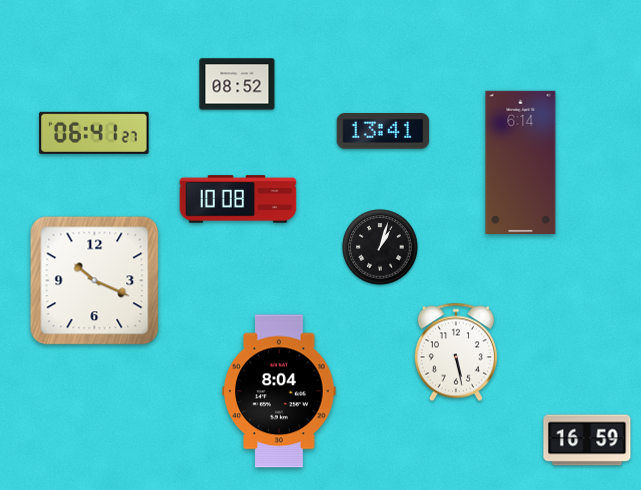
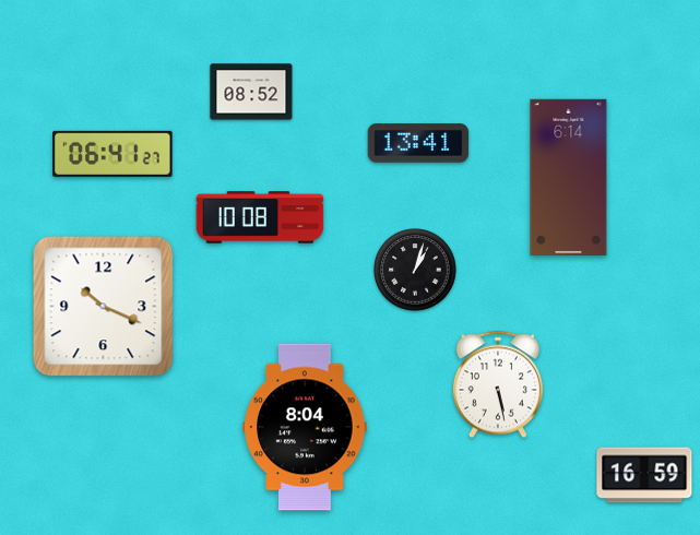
clock at (237, 84) position: (237, 84) -> (251, 92)
clock at (94, 133) position: (94, 133) -> (112, 154)
clock at (587, 440) position: (587, 440) -> (644, 475)
